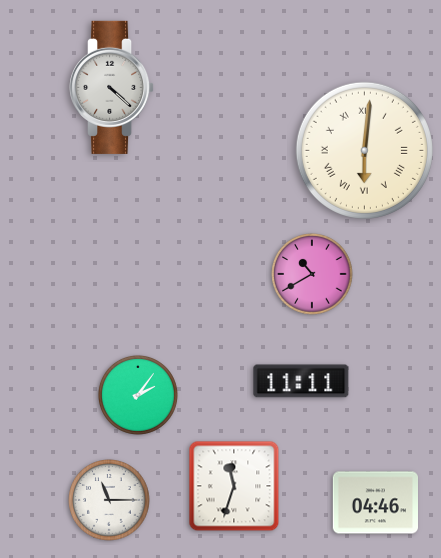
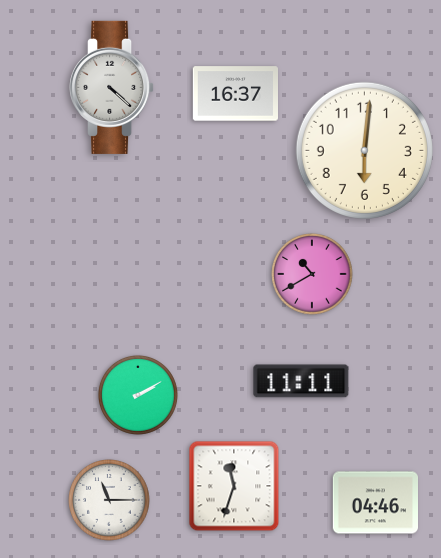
clock at (235, 94): none -> 16:37
clock at (364, 150) numerals: Roman -> Arabic
clock at (138, 395): 2:06 -> 2:10
